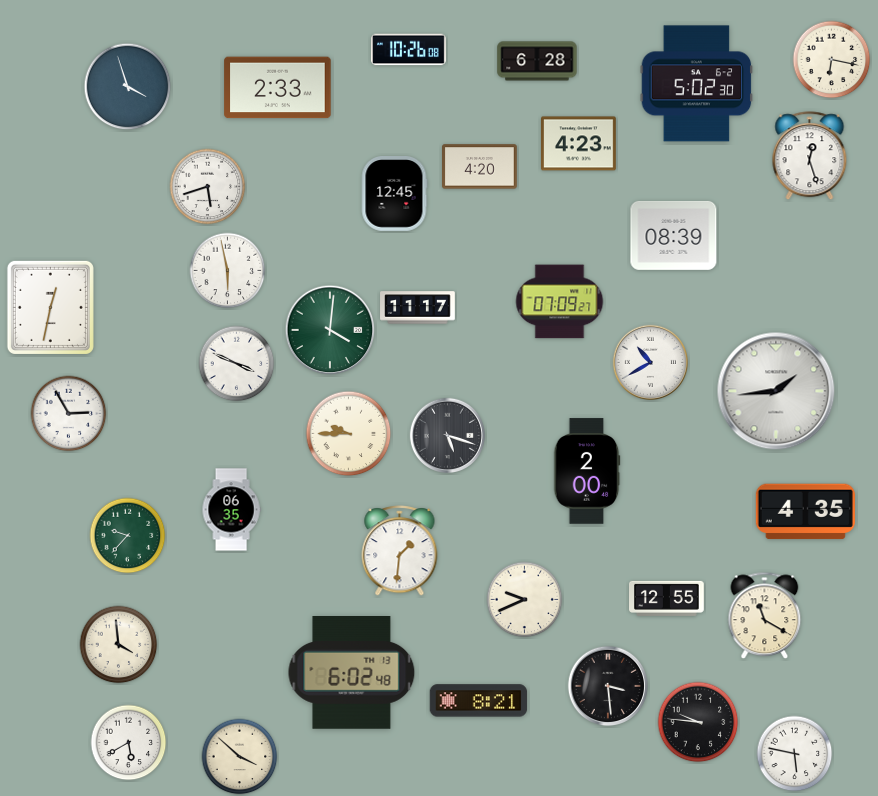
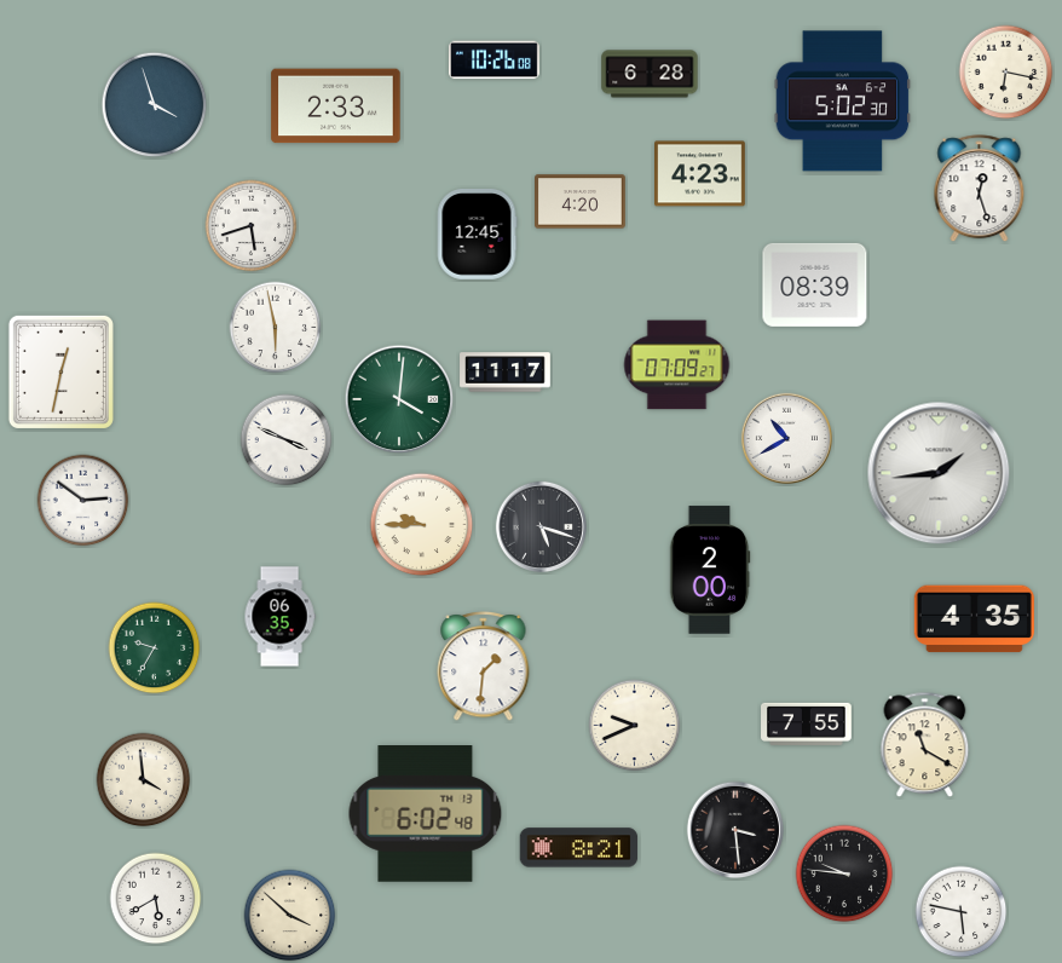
clock at (69, 414): 2:55 -> 2:51
clock at (128, 536): 9:37 -> 9:35
clock at (667, 598): 12:55 -> 7:55
